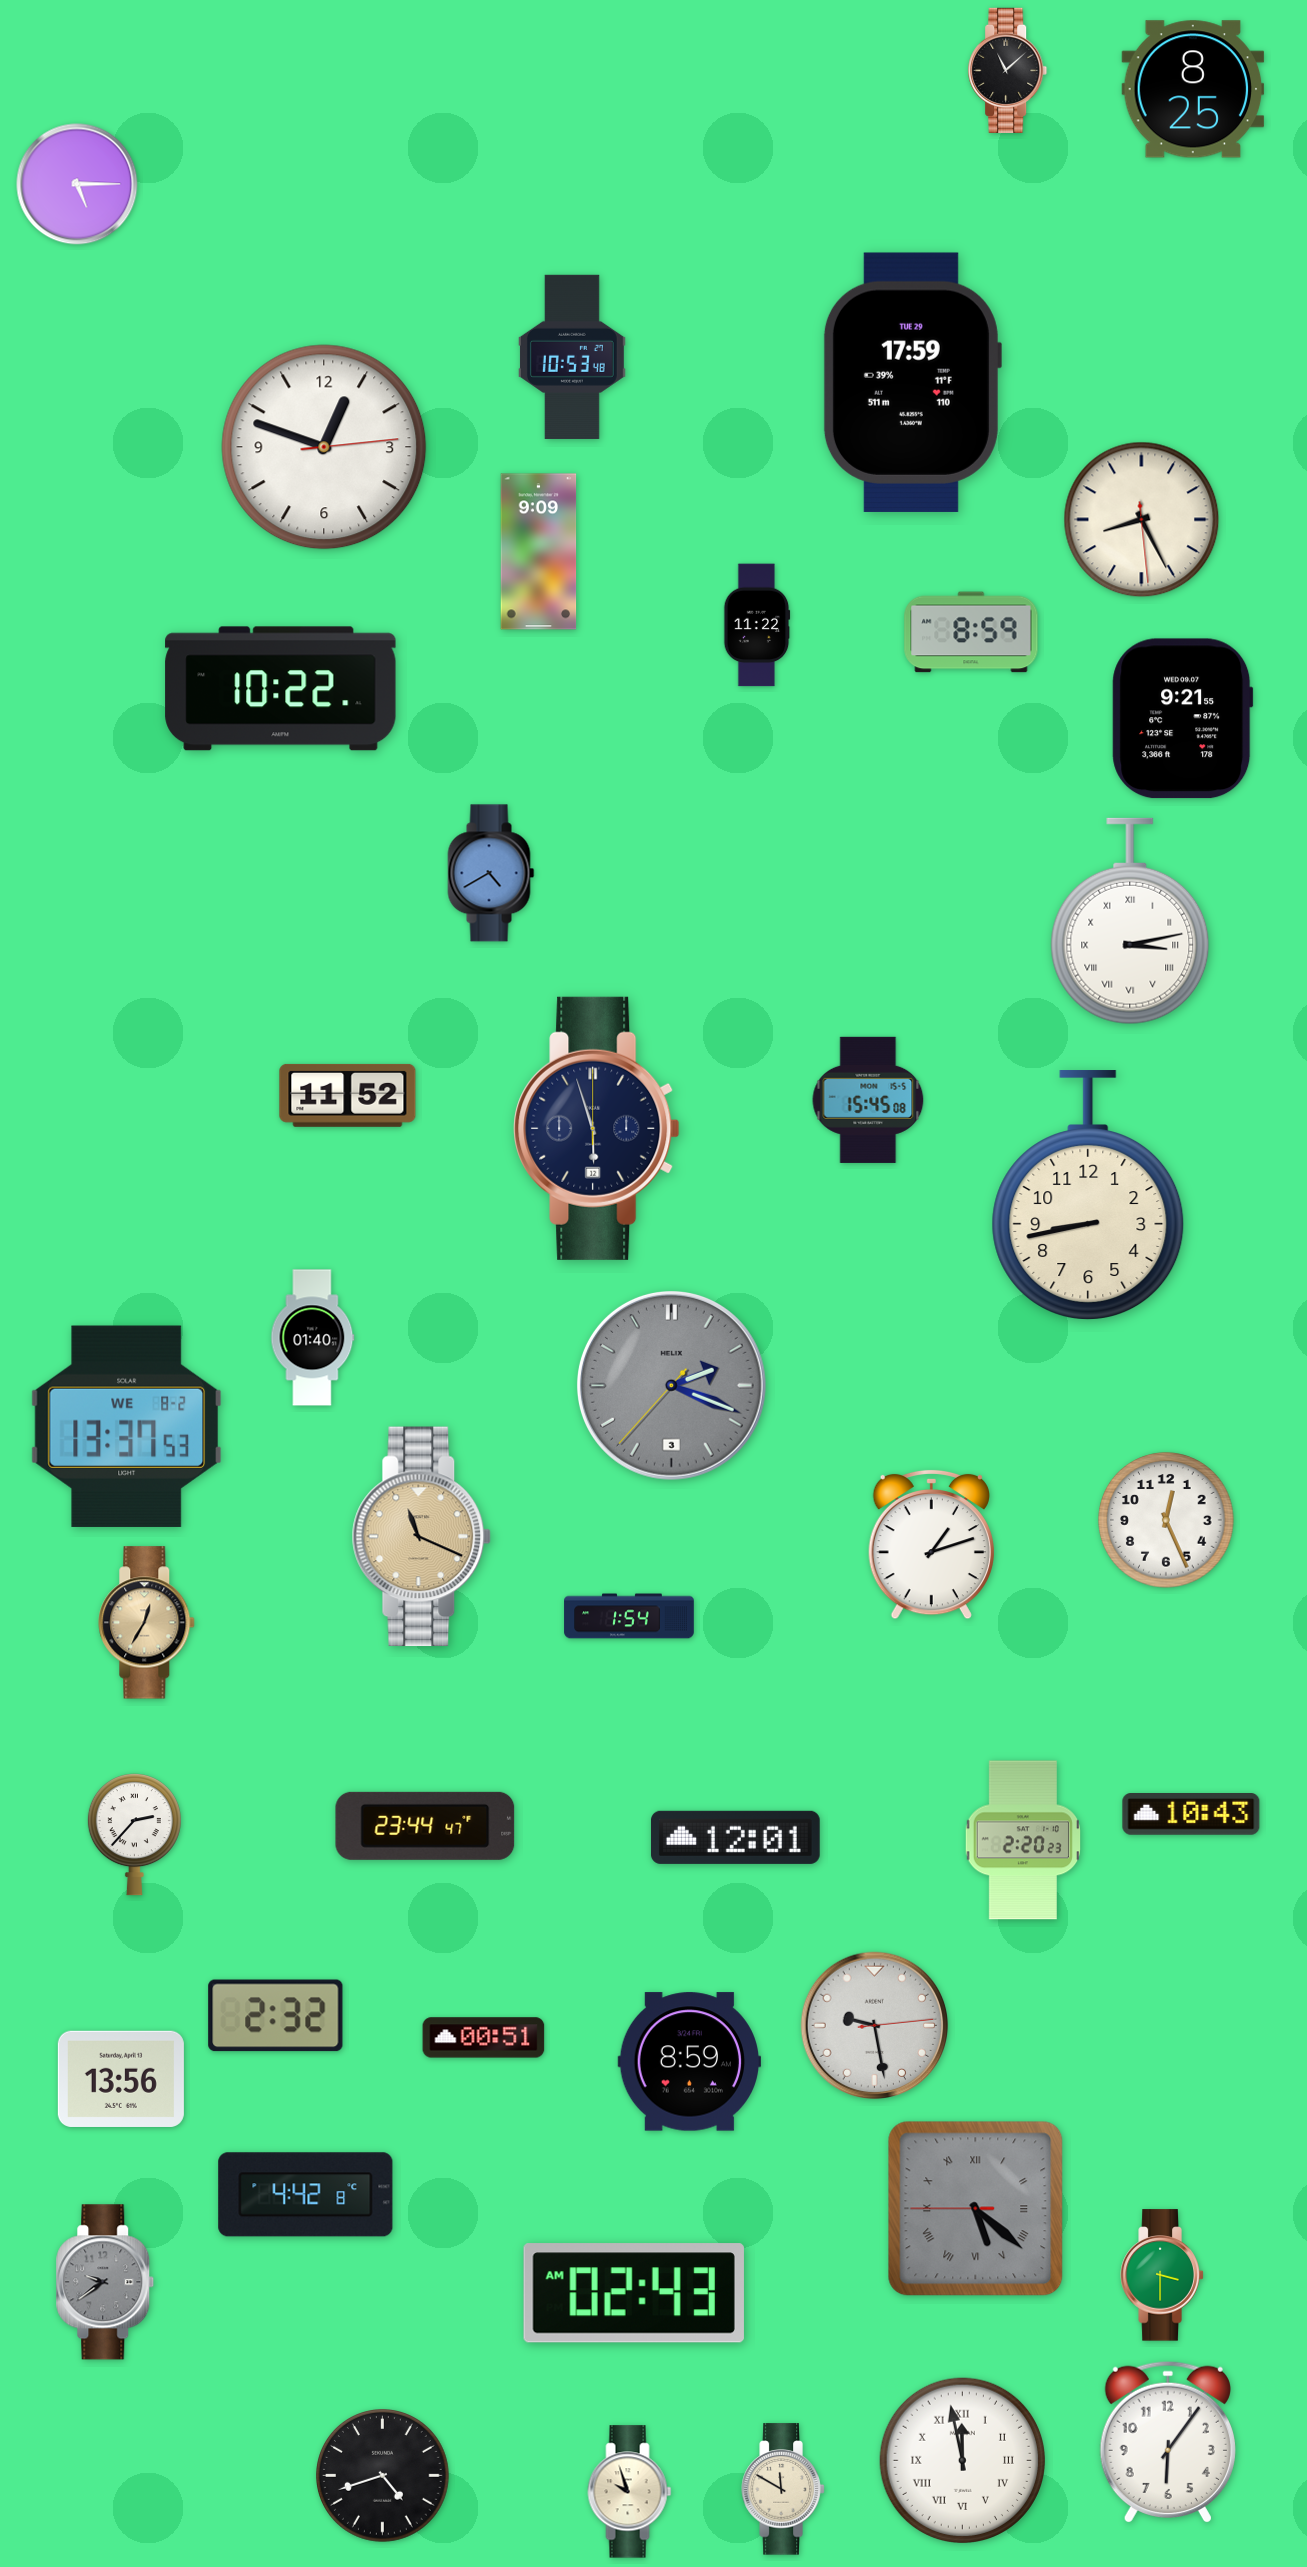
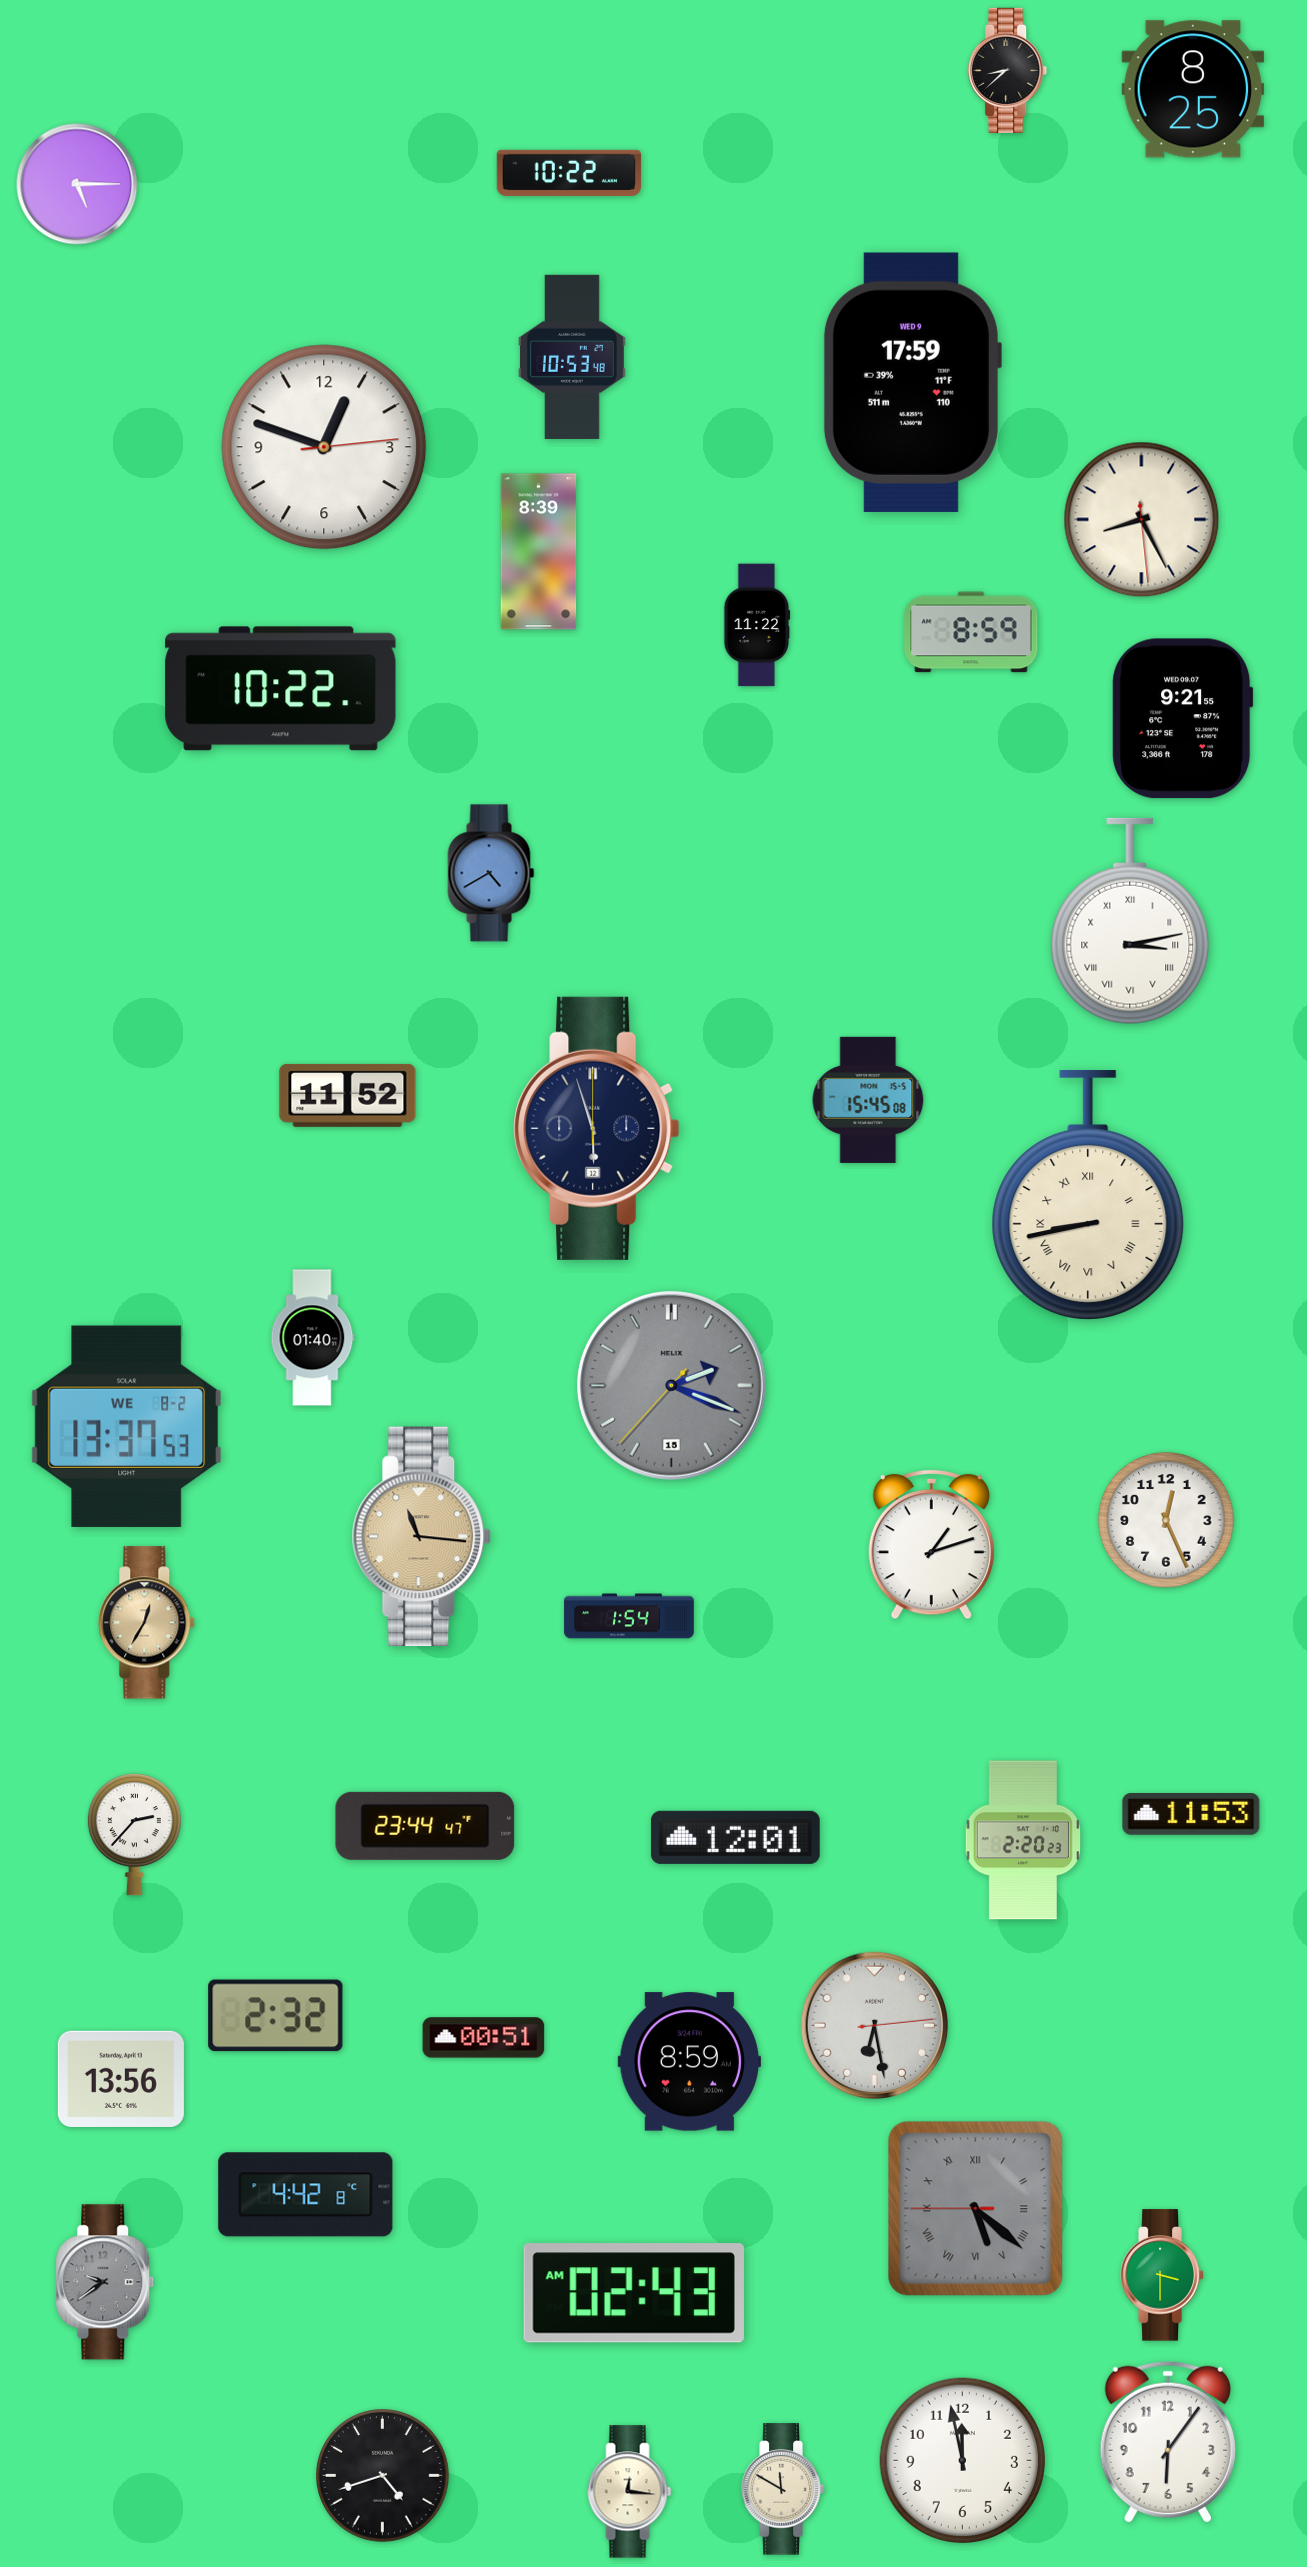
clock at (1008, 70): 11:08 -> 8:38
clock at (568, 173): none -> 10:22
clock at (912, 382) date: TUE 29 -> WED 9
clock at (539, 552): 9:09 -> 8:39
clock at (1088, 1195) numerals: Arabic -> Roman
clock at (671, 1385) date: 3 -> 15
clock at (422, 1537): 11:19 -> 11:16
clock at (1191, 1815): 10:43 -> 11:53
clock at (875, 2026): 9:28 -> 6:28
clock at (962, 2460) numerals: Roman -> Arabic
clock at (630, 2492): 9:57 -> 12:16
